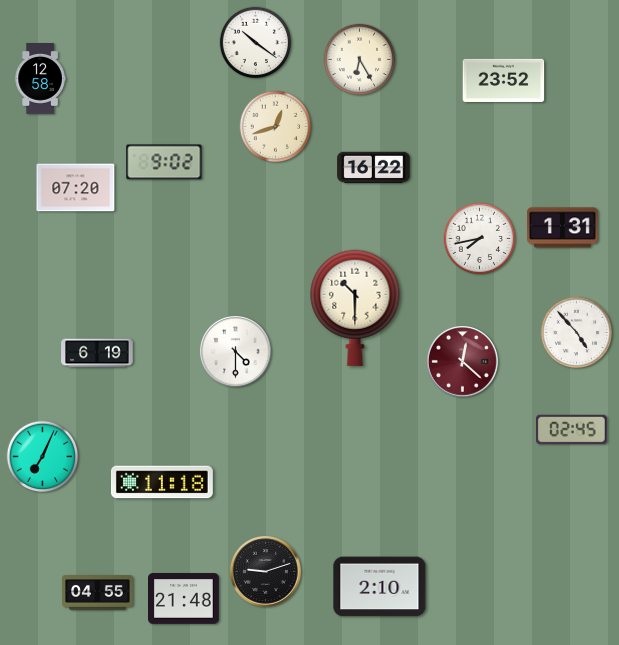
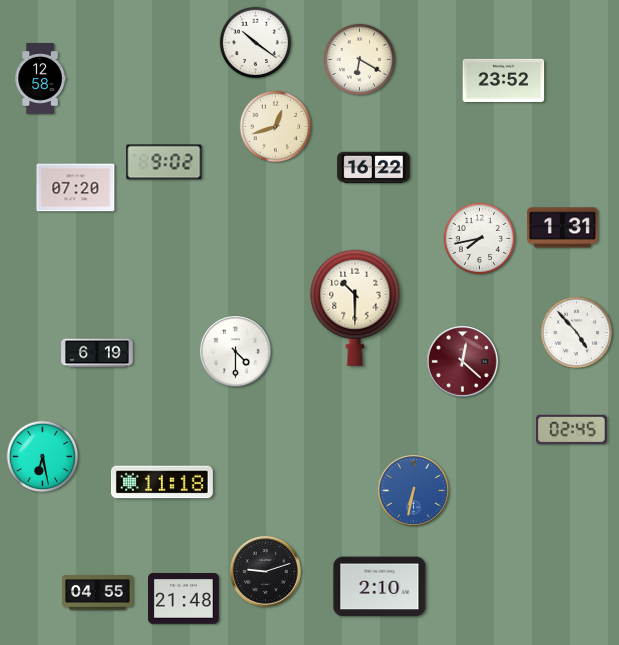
clock at (360, 60): 6:25 -> 6:20
clock at (43, 457): 7:04 -> 6:28
clock at (414, 491): none -> 6:32
